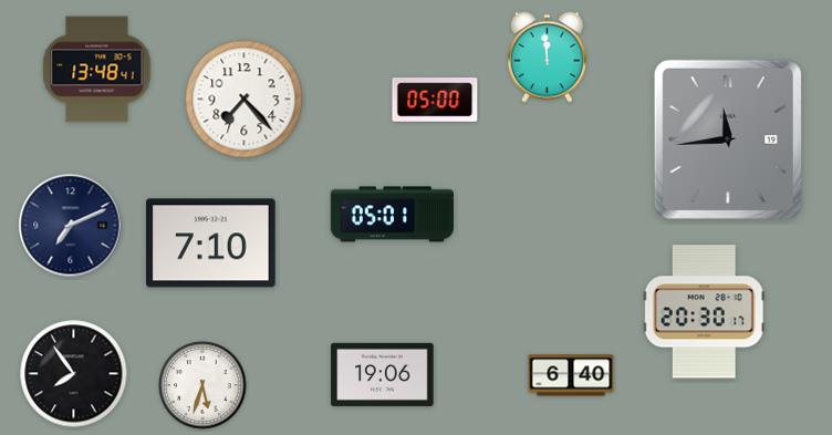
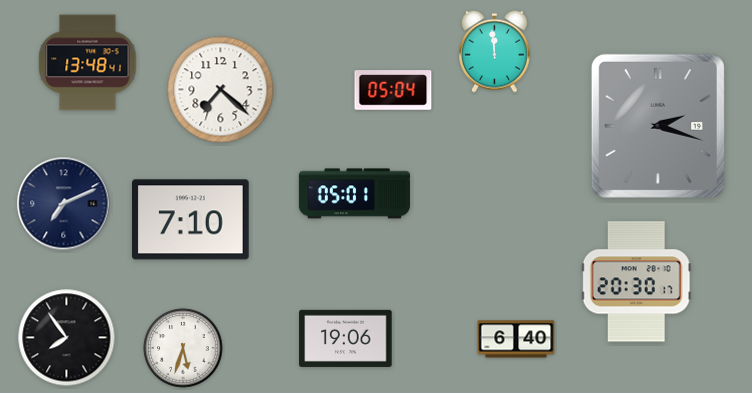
clock at (245, 100): 7:23 -> 7:22
clock at (435, 100): 05:00 -> 05:04
clock at (728, 139): 11:44 -> 2:18
